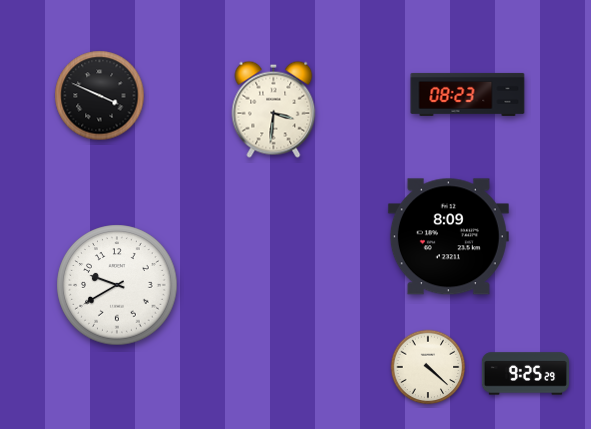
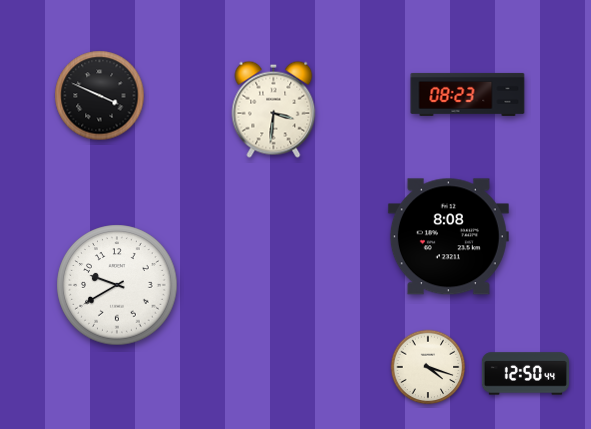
clock at (448, 237): 8:09 -> 8:08
clock at (428, 367): 4:22 -> 4:18
clock at (525, 374): 9:25 -> 12:50
